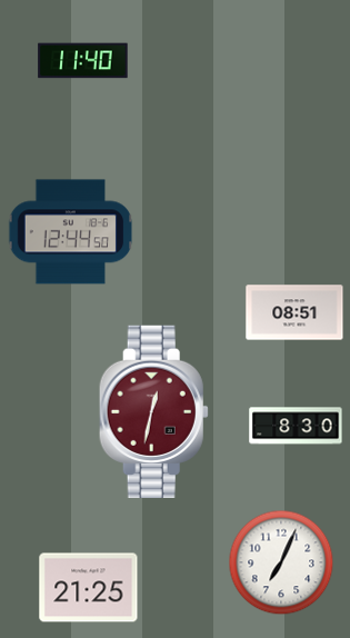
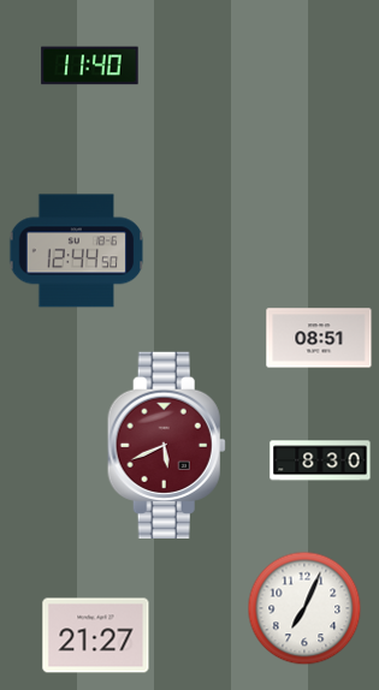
clock at (153, 412): 12:32 -> 5:41
clock at (89, 588): 21:25 -> 21:27
